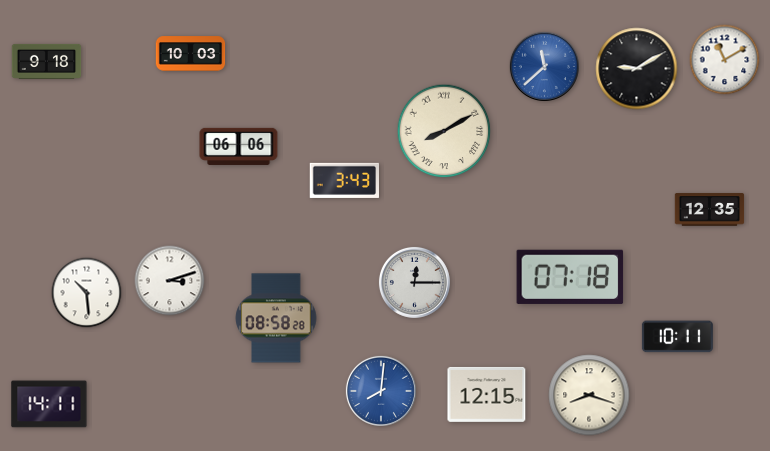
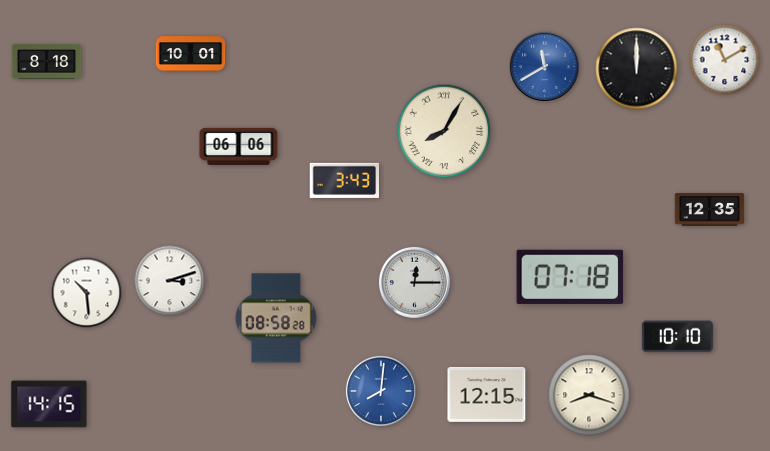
clock at (191, 54): 10:03 -> 10:01
clock at (47, 61): 9:18 -> 8:18
clock at (544, 66): 11:38 -> 11:40
clock at (637, 69): 9:10 -> 12:00
clock at (444, 131): 8:10 -> 8:05
clock at (677, 337): 10:11 -> 10:10
clock at (49, 404): 14:11 -> 14:15
